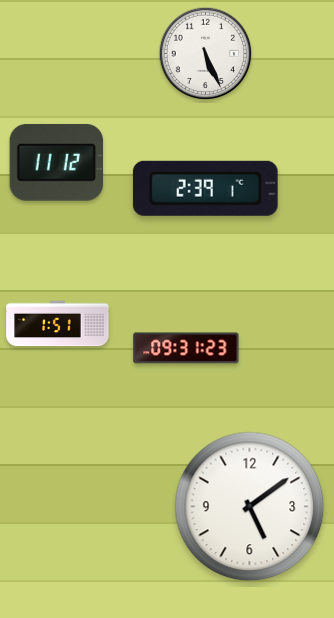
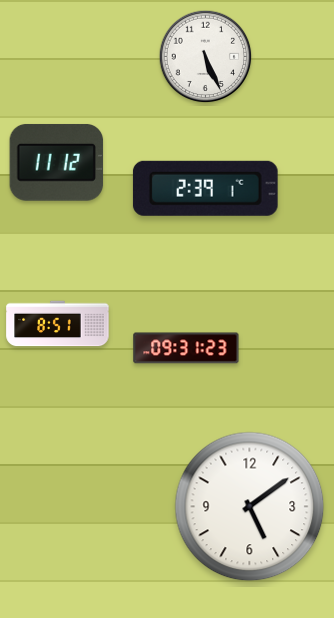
clock at (206, 54) position: (206, 54) -> (206, 57)
clock at (58, 324): 1:51 -> 8:51
